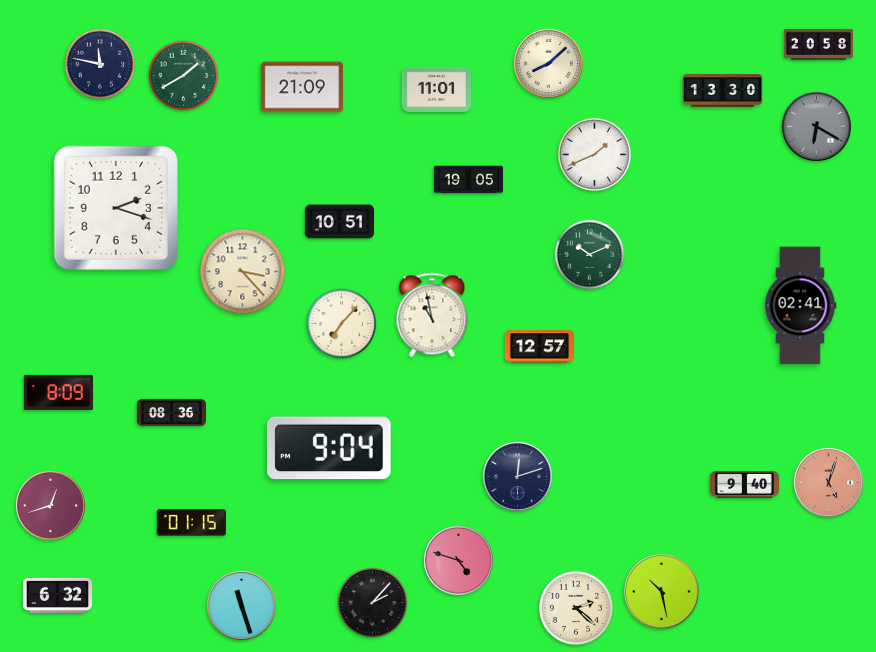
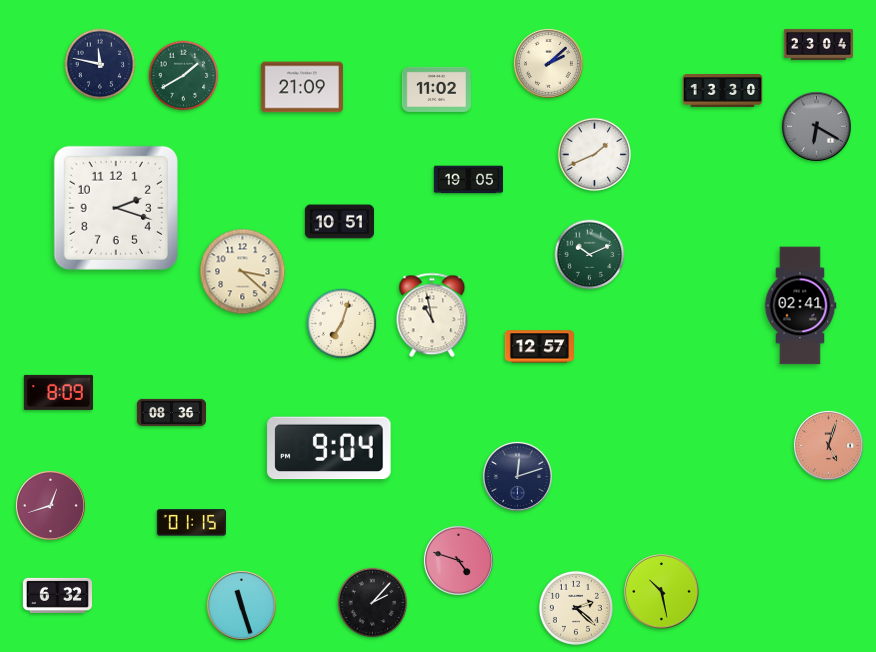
clock at (818, 44): 20:58 -> 23:04
clock at (548, 63): 8:08 -> 2:08
clock at (436, 89): 11:01 -> 11:02
clock at (243, 272): 3:23 -> 3:22
clock at (342, 324): 7:07 -> 7:03
clock at (828, 482) position: (828, 482) -> (828, 445)
clock at (744, 485): 9:40 -> none
